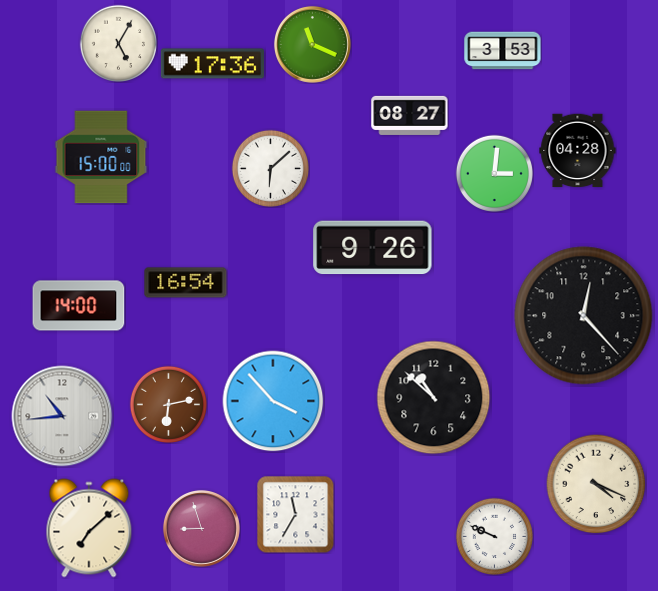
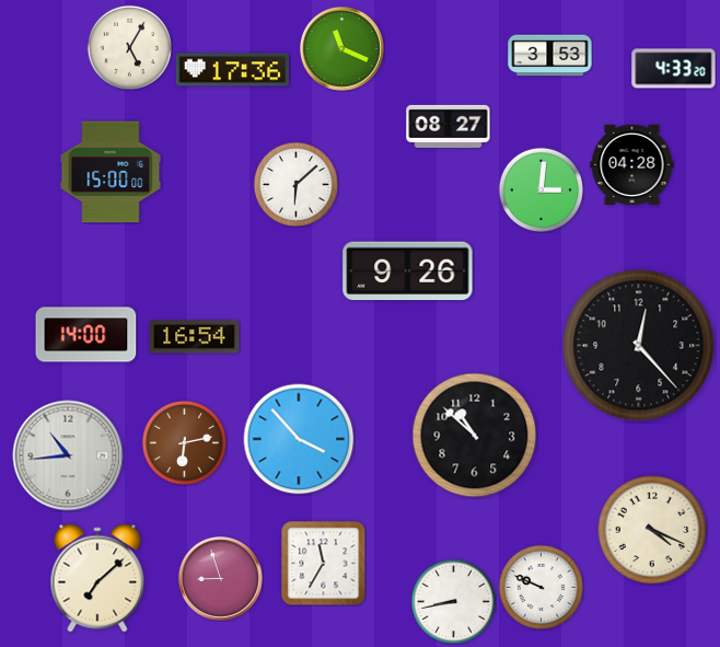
clock at (674, 69): none -> 4:33
clock at (186, 283) position: (186, 283) -> (195, 337)
clock at (453, 601): none -> 8:43
